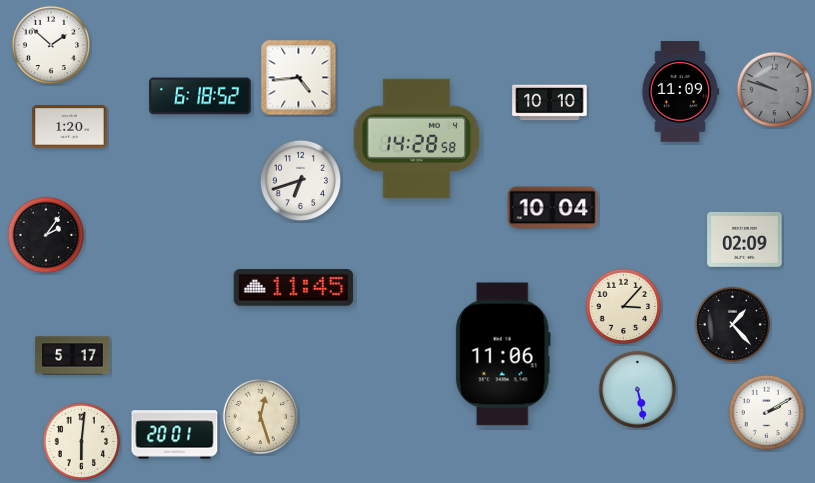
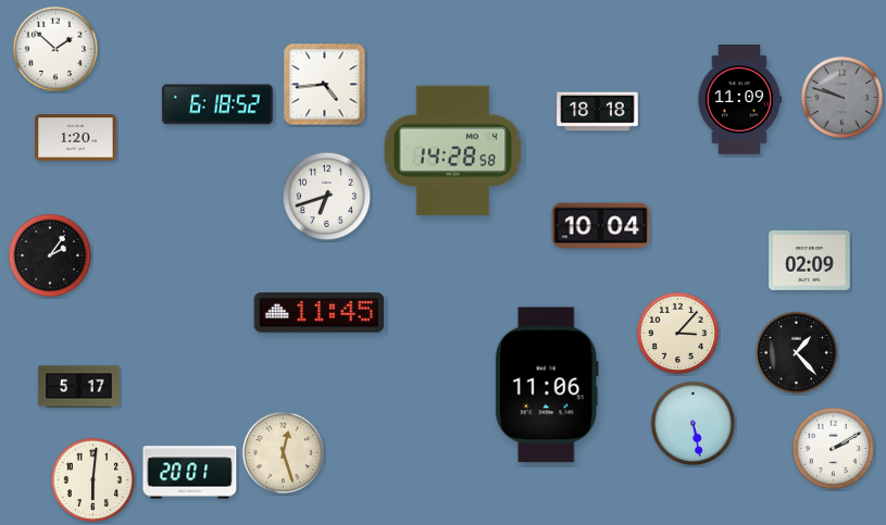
clock at (550, 103): 10:10 -> 18:18
clock at (82, 442) position: (82, 442) -> (93, 480)
